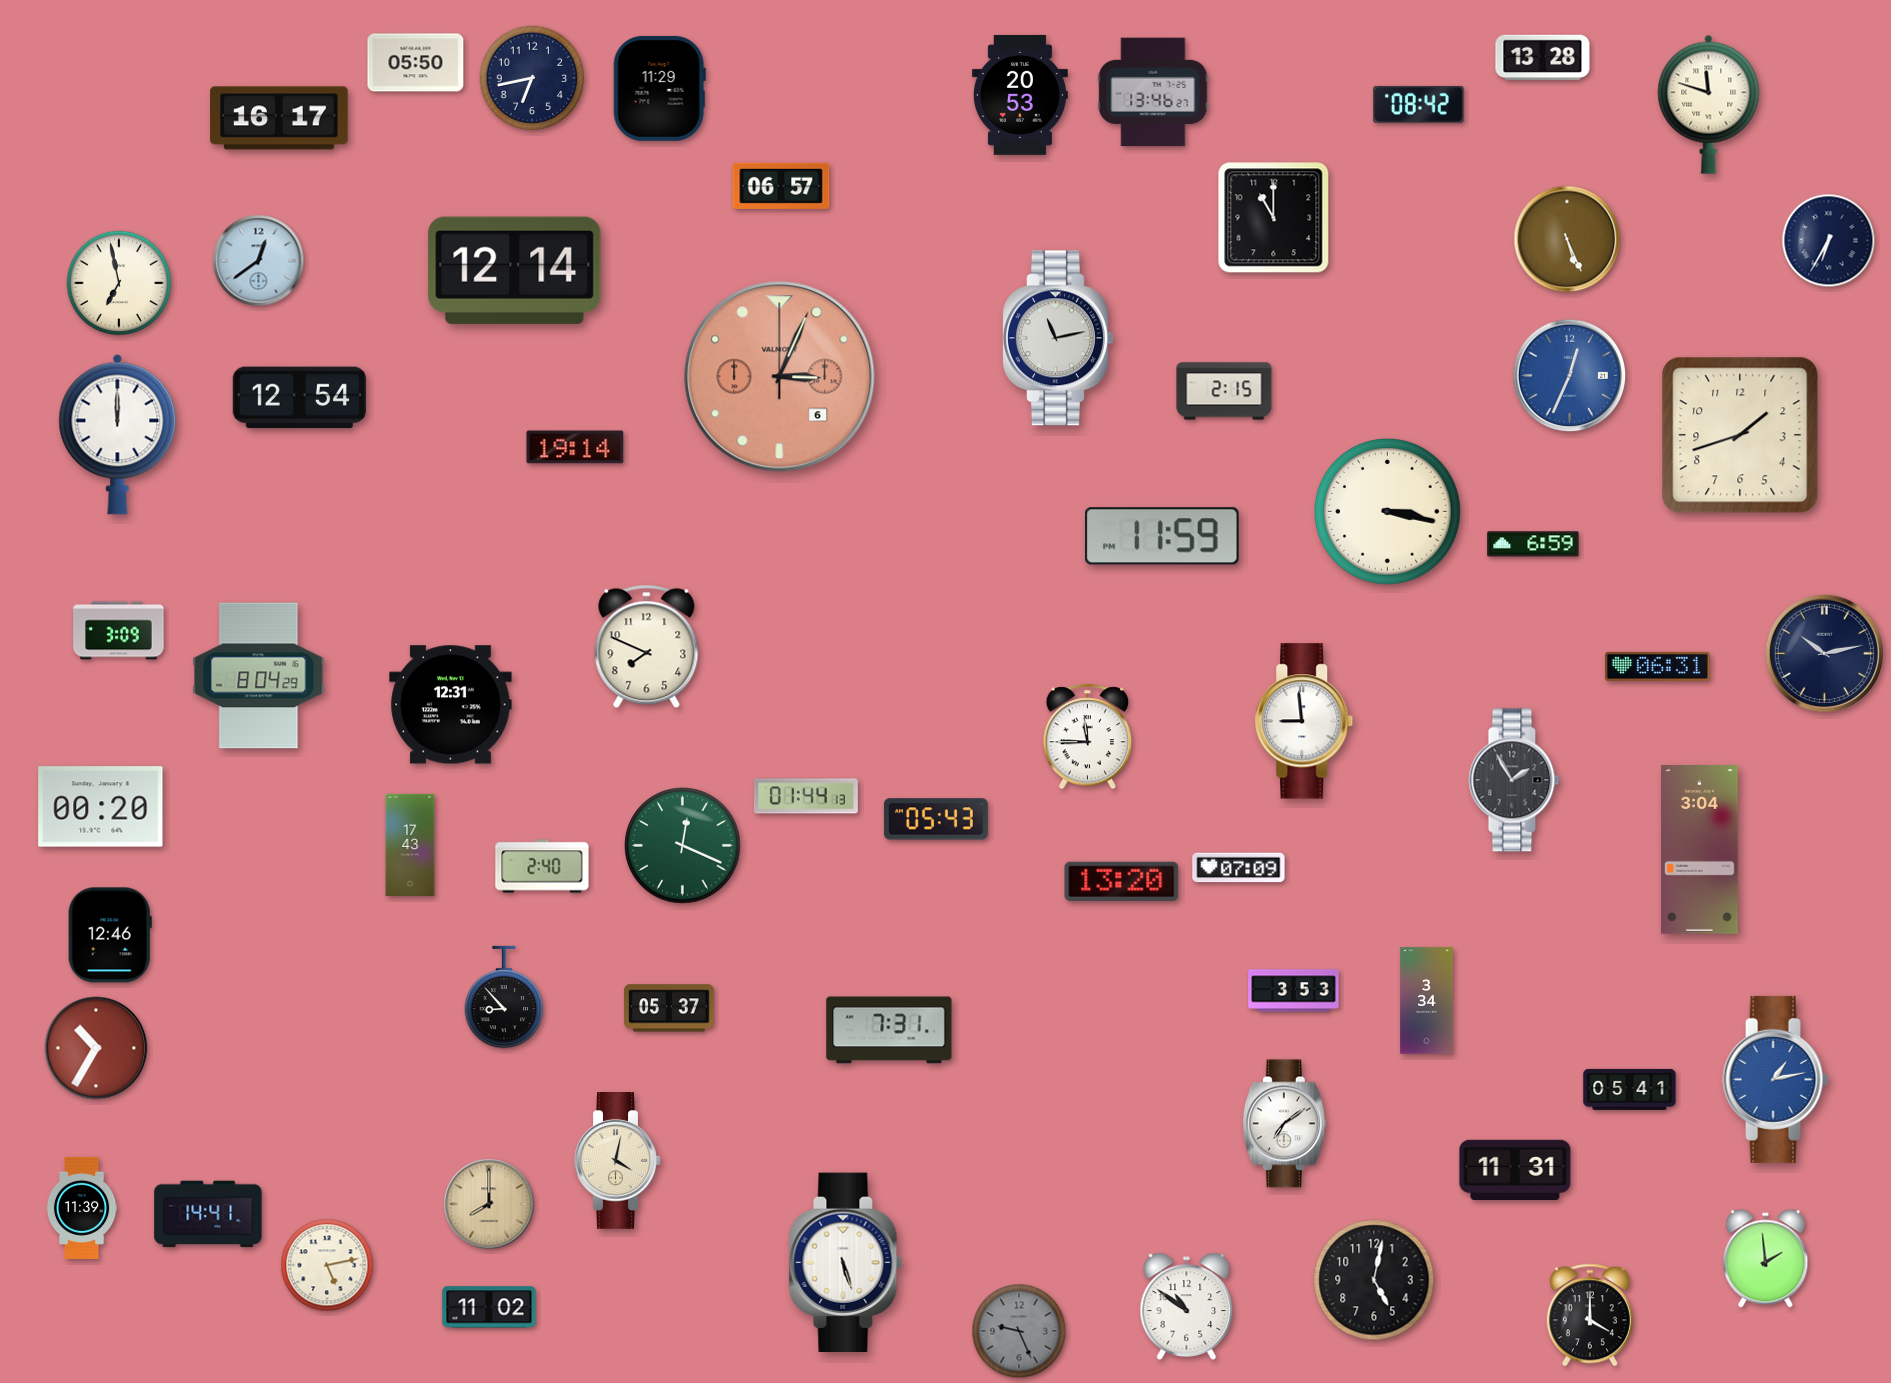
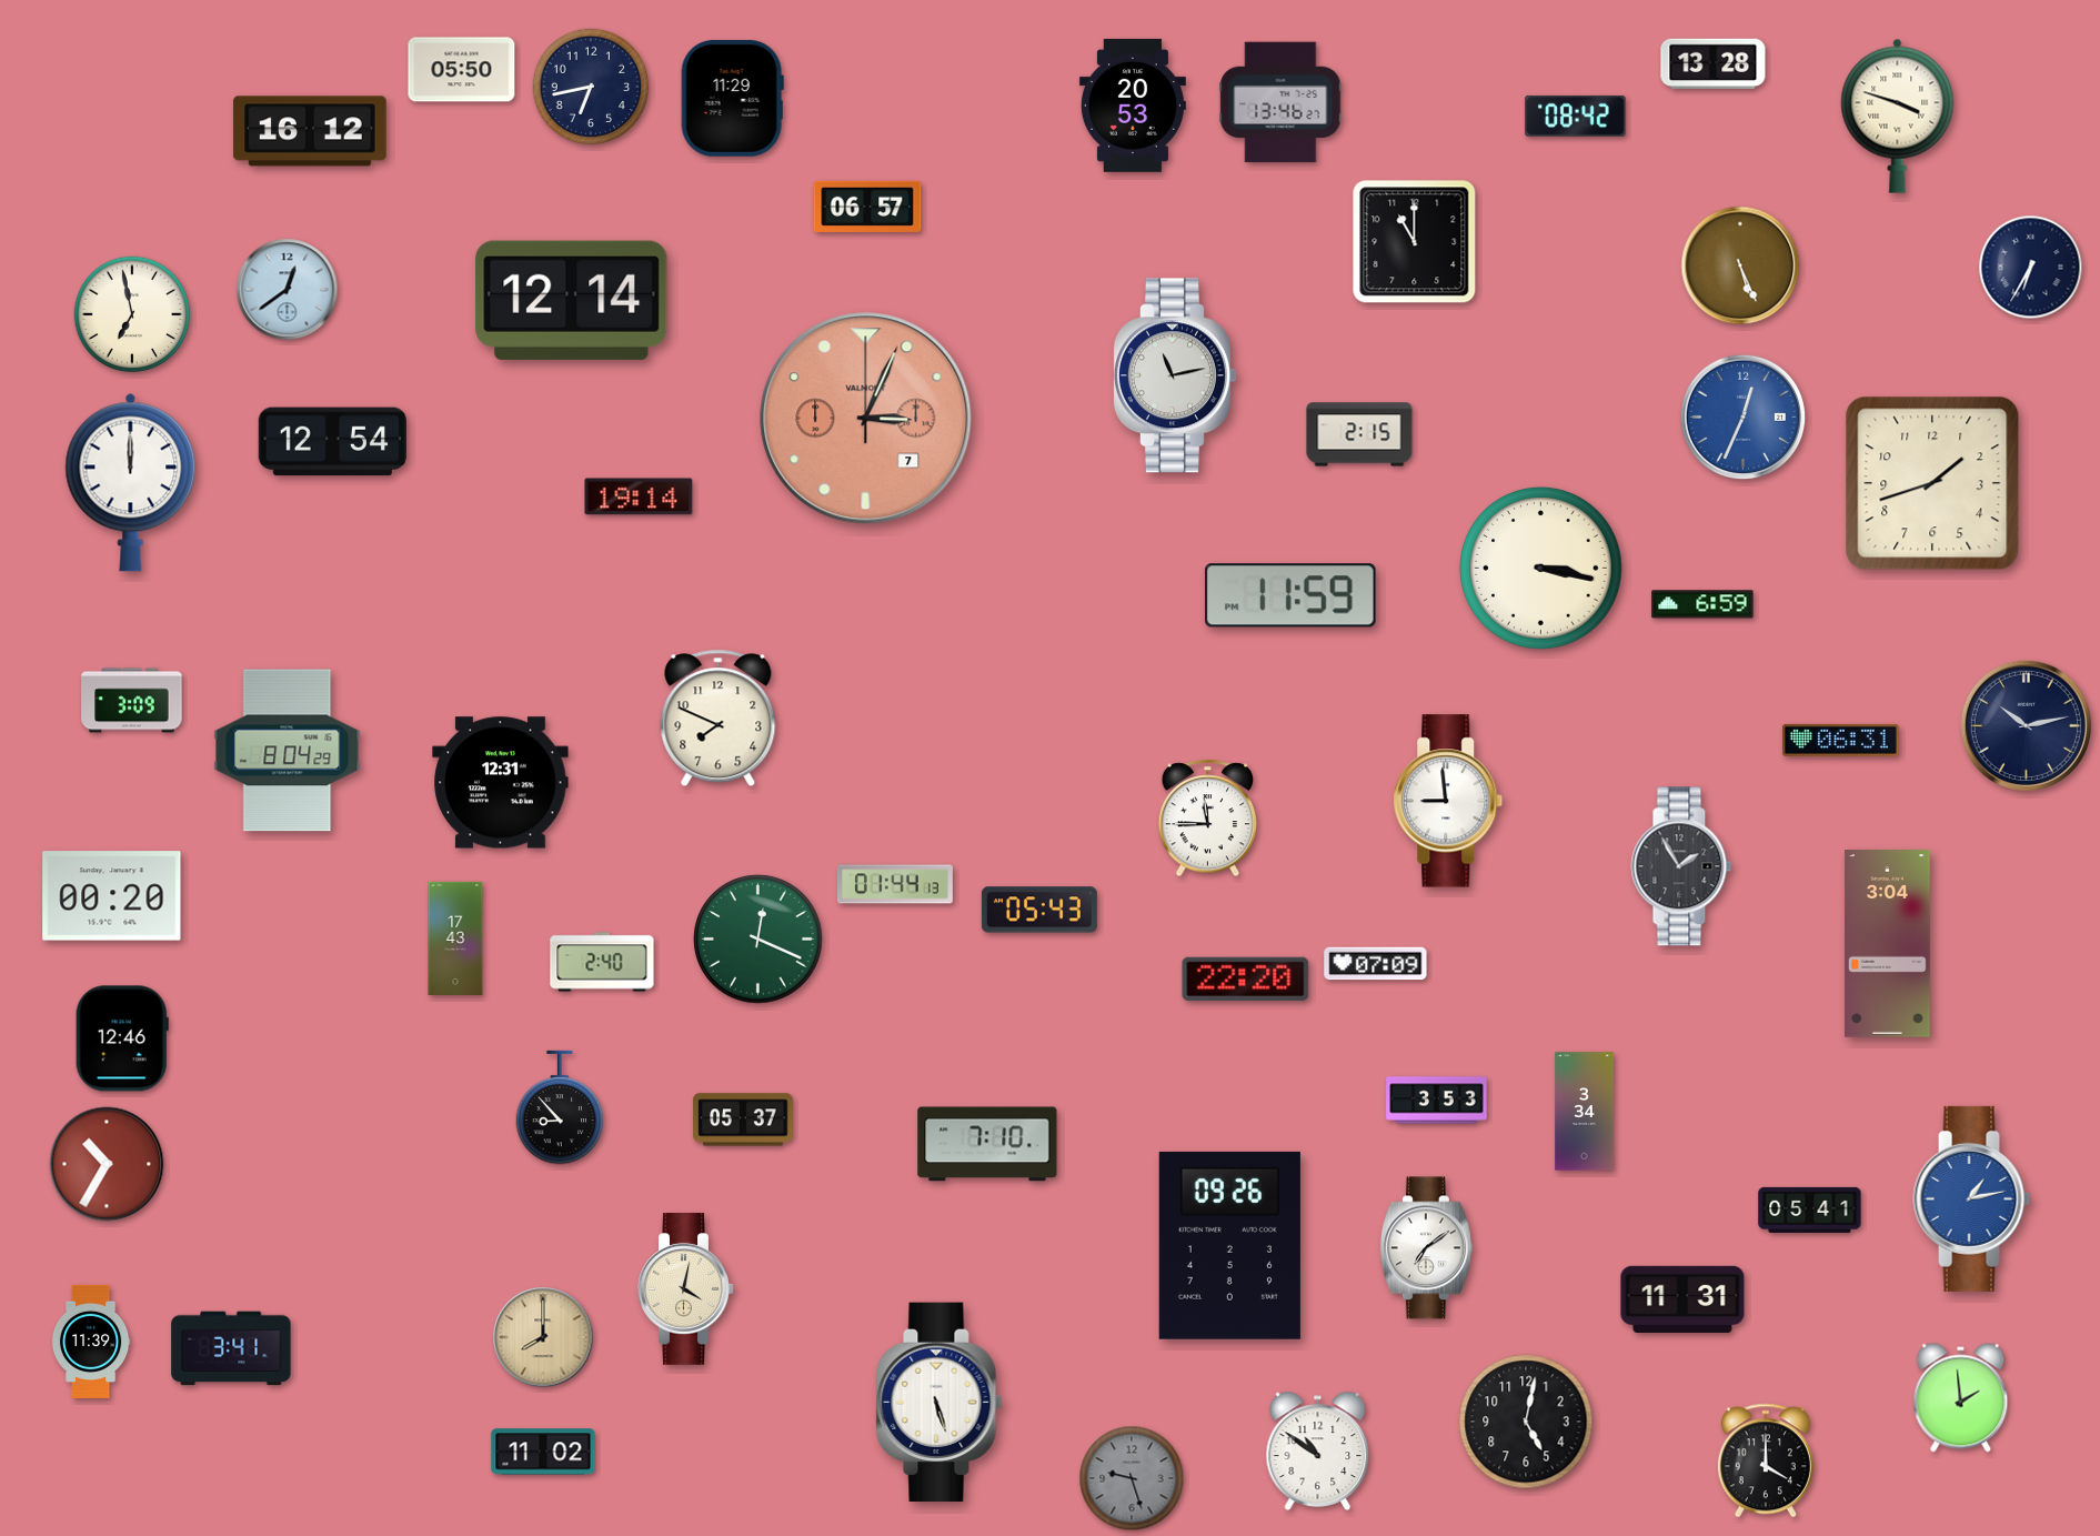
clock at (1709, 104): 11:48 -> 3:48
clock at (279, 118): 16:17 -> 16:12
clock at (780, 377) date: 6 -> 7
clock at (1122, 881): 13:20 -> 22:20
clock at (889, 1030): 7:31 -> 7:10
clock at (1229, 1245): none -> 09:26
clock at (208, 1214): 14:41 -> 3:41
clock at (327, 1265): 5:13 -> none
clock at (1019, 1331): 9:26 -> 9:27
